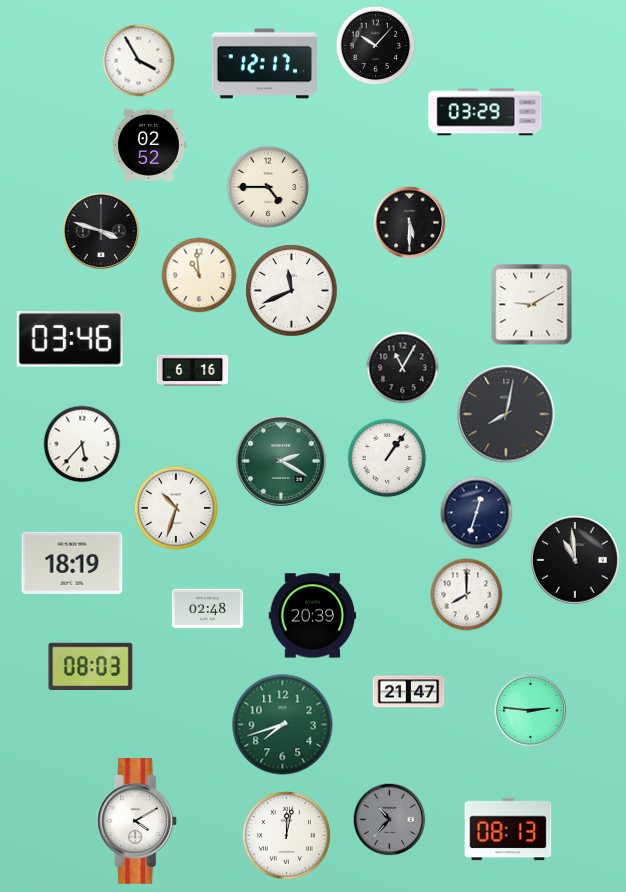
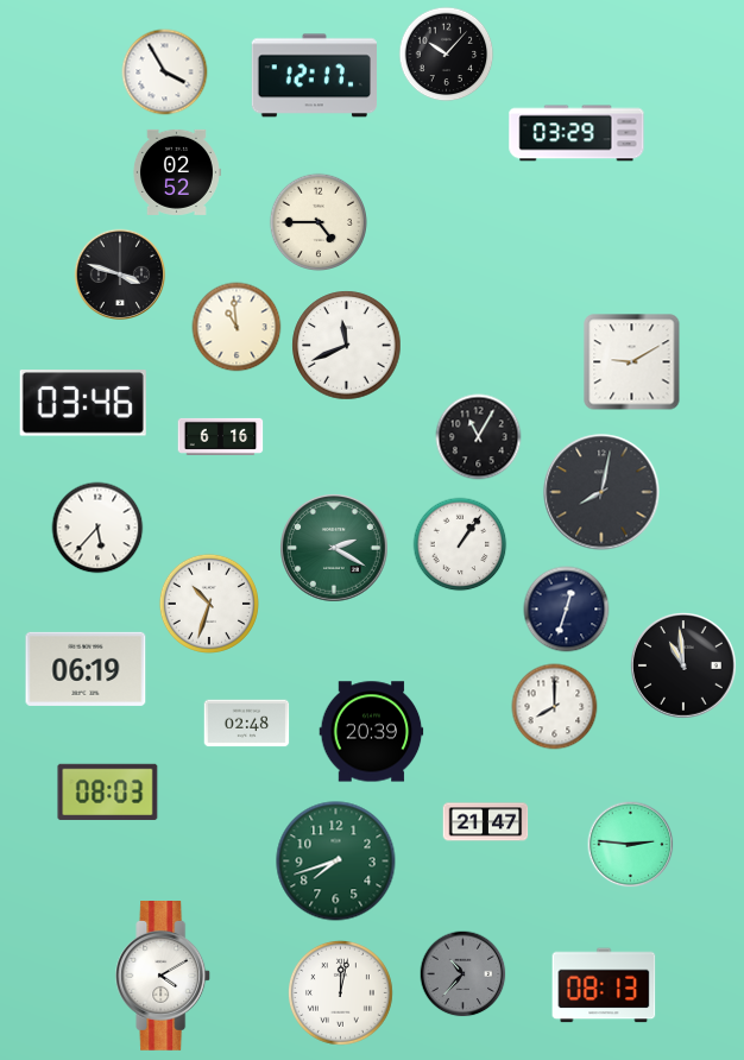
clock at (410, 223): 5:30 -> none
clock at (193, 370) position: (193, 370) -> (221, 436)
clock at (72, 563): 18:19 -> 06:19
